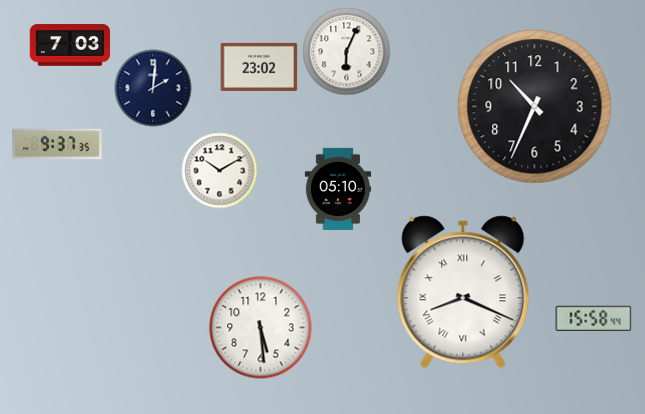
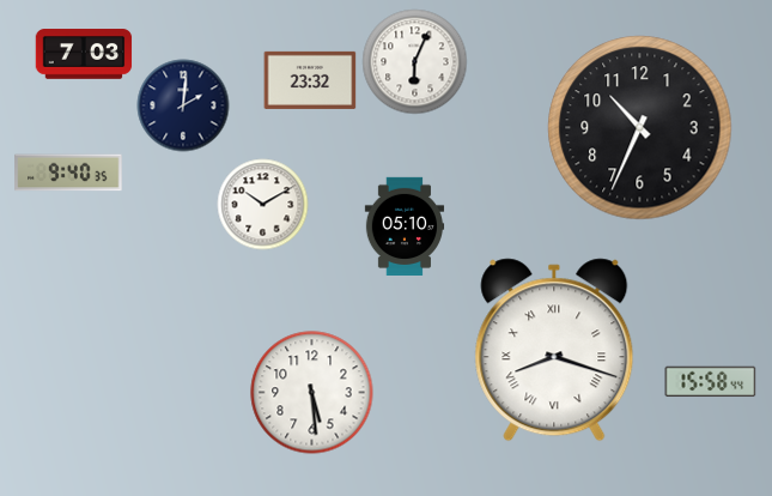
clock at (259, 67): 23:02 -> 23:32
clock at (57, 144): 9:37 -> 9:40
clock at (463, 292): 8:19 -> 8:18
